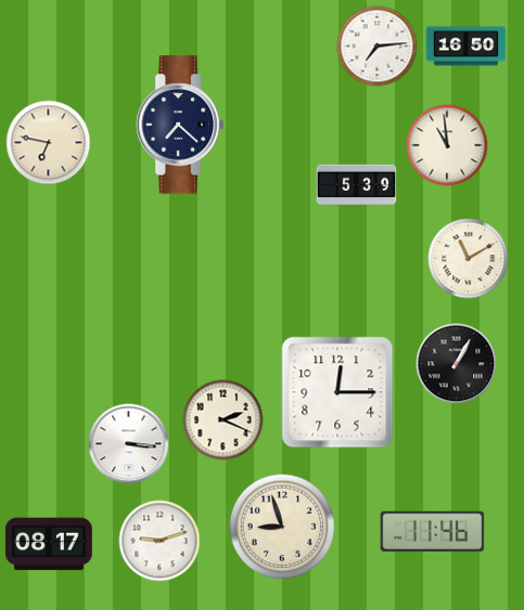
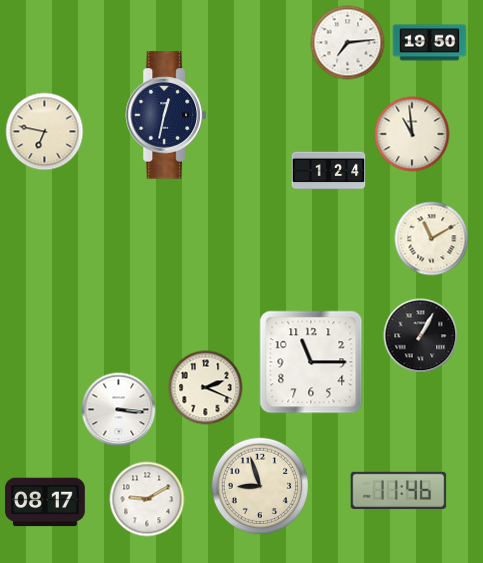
clock at (467, 47): 16:50 -> 19:50
clock at (180, 125): 7:22 -> 12:32
clock at (357, 185): 5:39 -> 1:24
clock at (337, 392): 12:15 -> 11:15
clock at (159, 541): 9:12 -> 9:10
